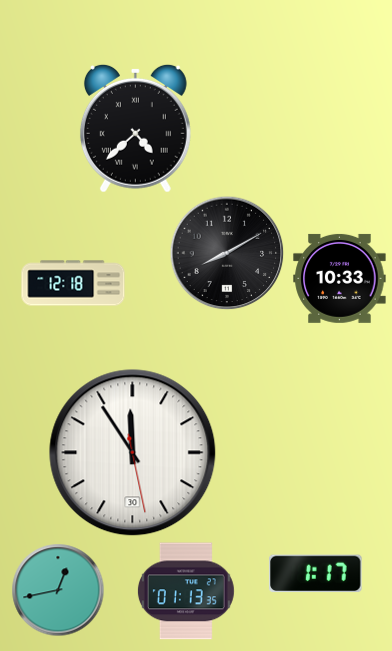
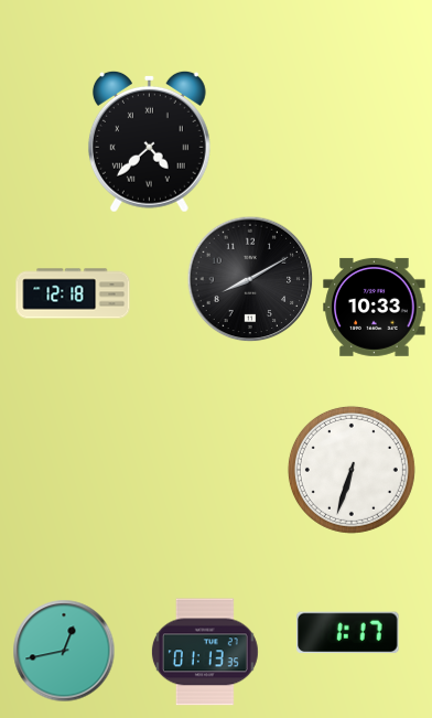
clock at (73, 283) position: (73, 283) -> (73, 293)
clock at (352, 470): none -> 6:33
clock at (133, 453): 11:54 -> none
